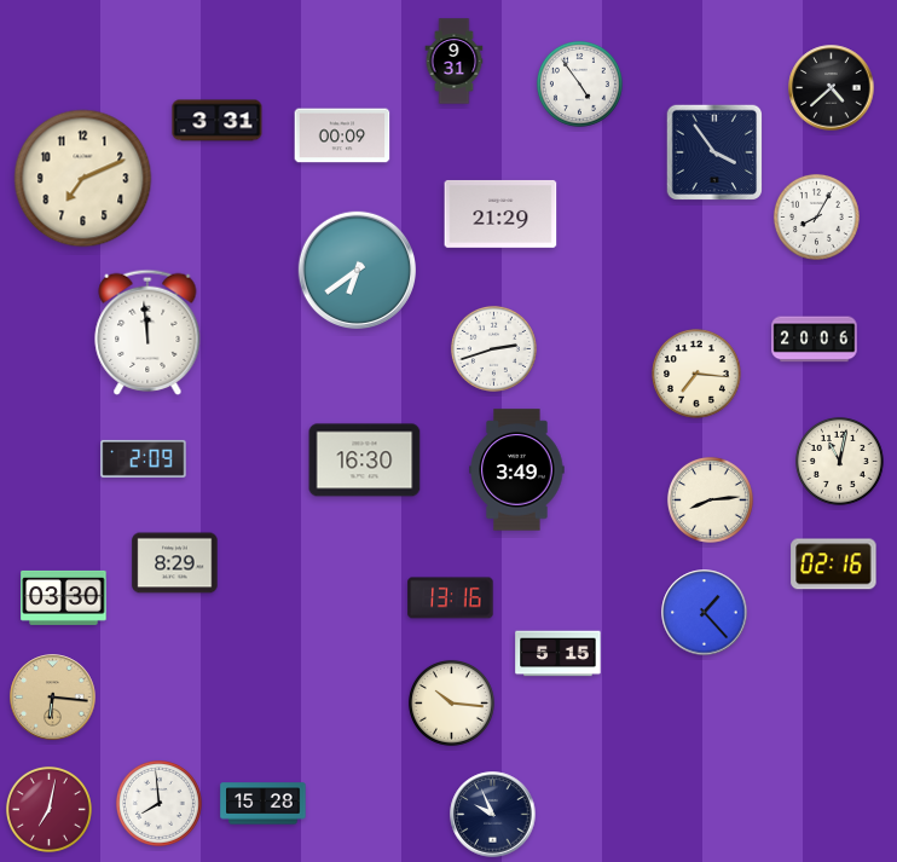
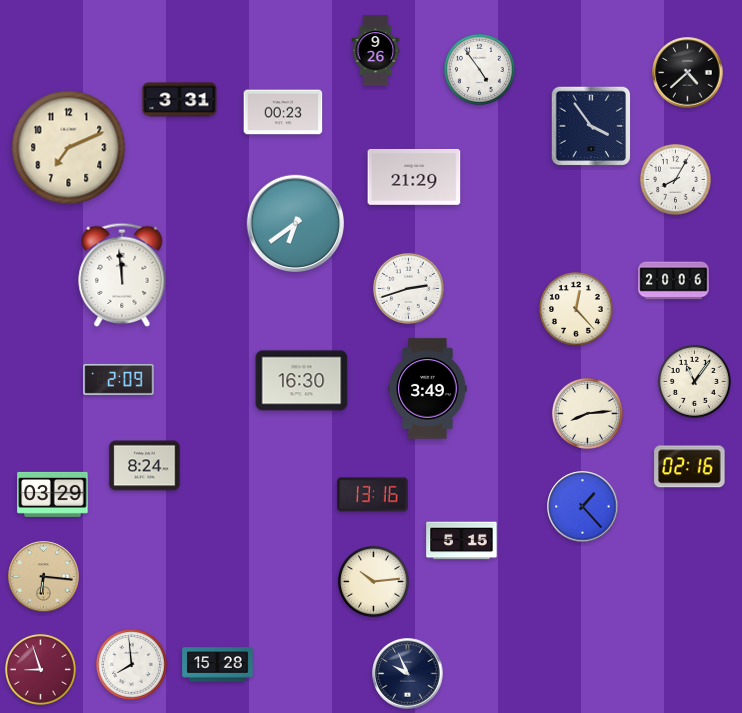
clock at (455, 62): 9:31 -> 9:26
clock at (342, 135): 00:09 -> 00:23
clock at (696, 374): 7:16 -> 12:23
clock at (840, 462): 11:02 -> 11:06
clock at (175, 563): 8:29 -> 8:24
clock at (64, 597): 03:30 -> 03:29
clock at (451, 702): 10:16 -> 10:14
clock at (48, 809): 7:02 -> 8:57
